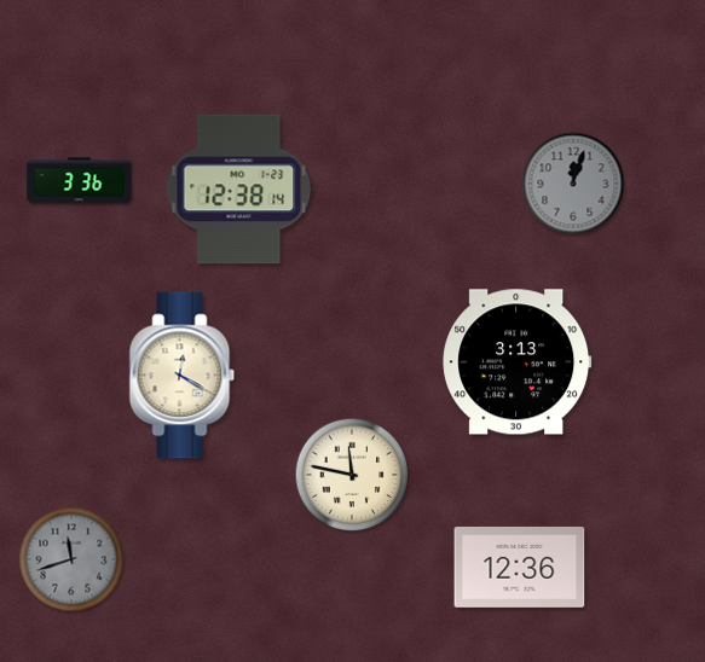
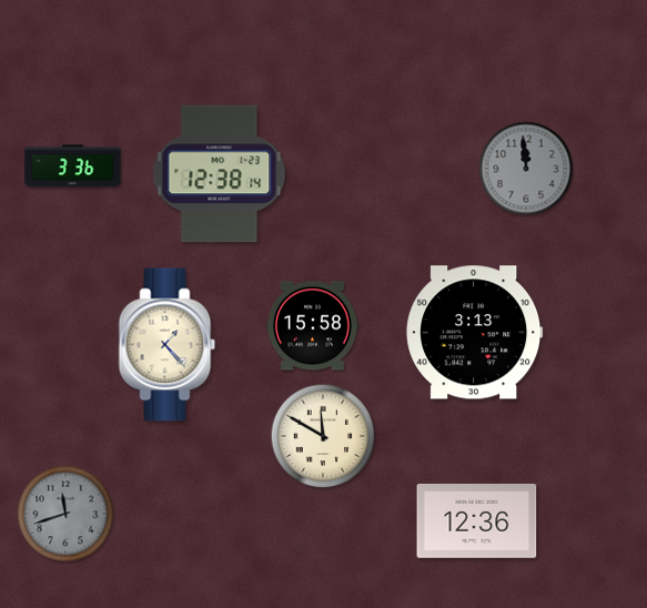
clock at (573, 184): 12:03 -> 11:59
clock at (312, 326): none -> 15:58
clock at (183, 376): 12:20 -> 1:23
clock at (352, 475): 11:47 -> 11:50
